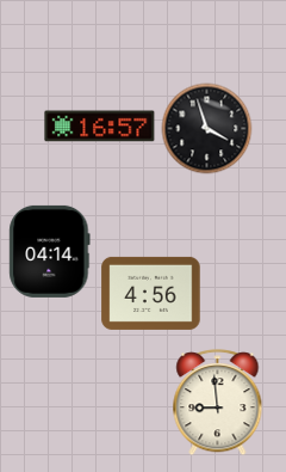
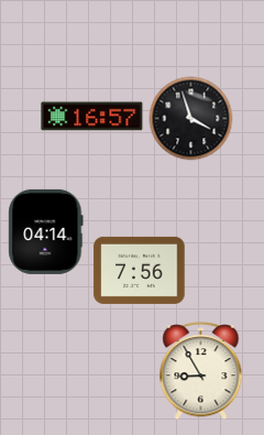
clock at (151, 293): 4:56 -> 7:56
clock at (218, 403): 8:59 -> 8:55
